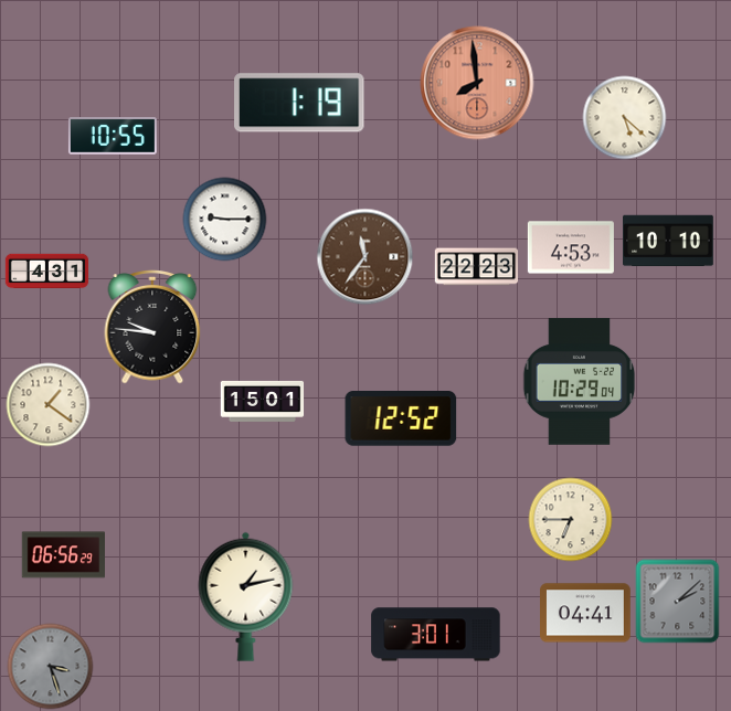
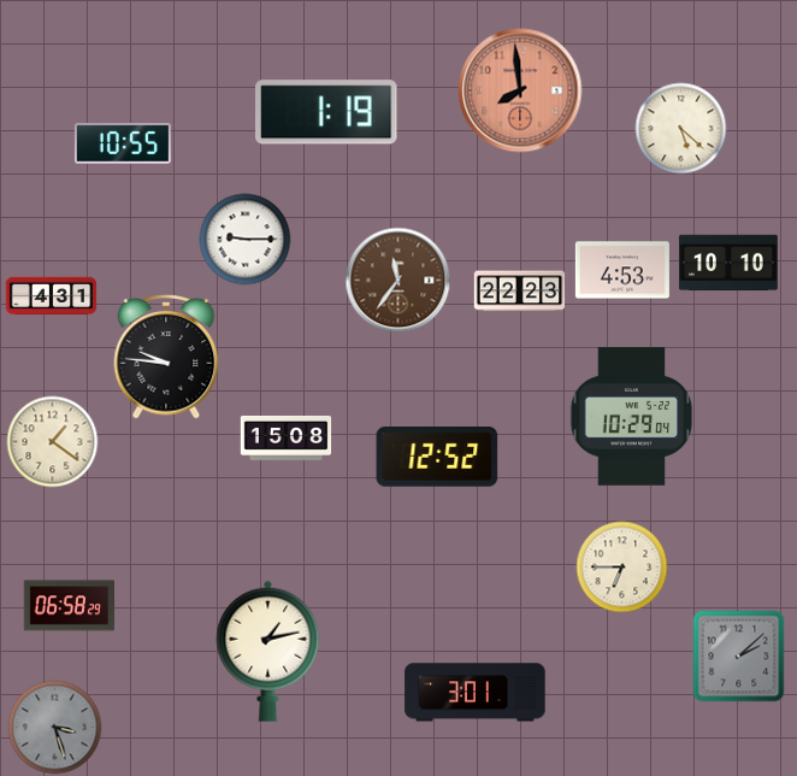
clock at (113, 137) position: (113, 137) -> (123, 145)
clock at (263, 401): 15:01 -> 15:08
clock at (63, 555): 06:56 -> 06:58
clock at (586, 613): 04:41 -> none
